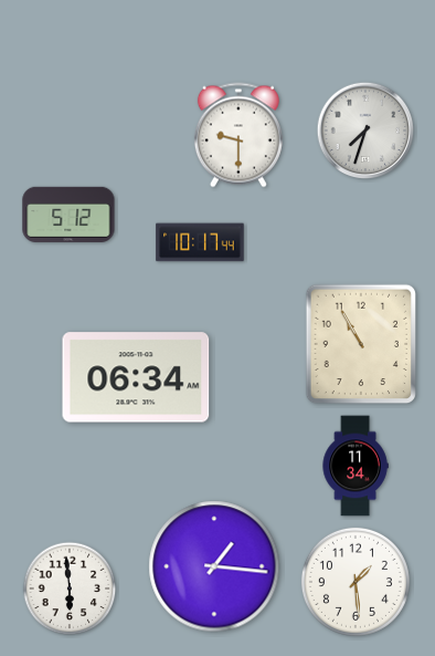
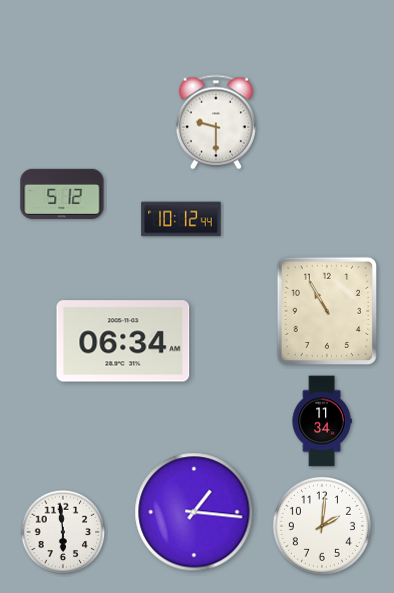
clock at (365, 131): 7:33 -> none
clock at (200, 242): 10:17 -> 10:12
clock at (356, 582): 1:29 -> 2:01
